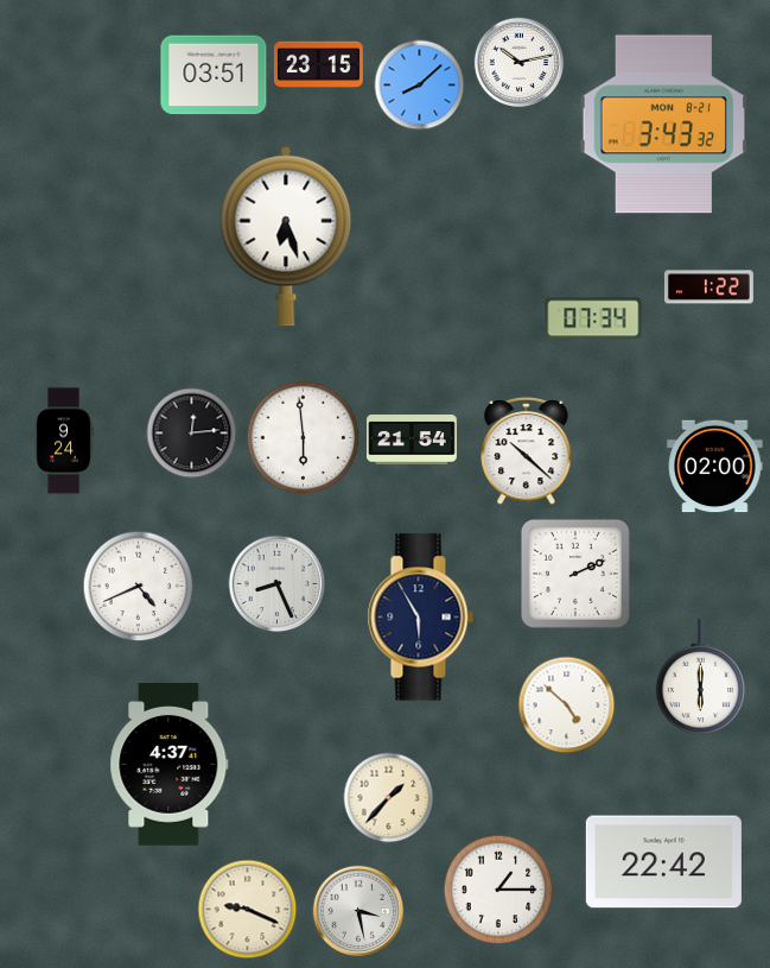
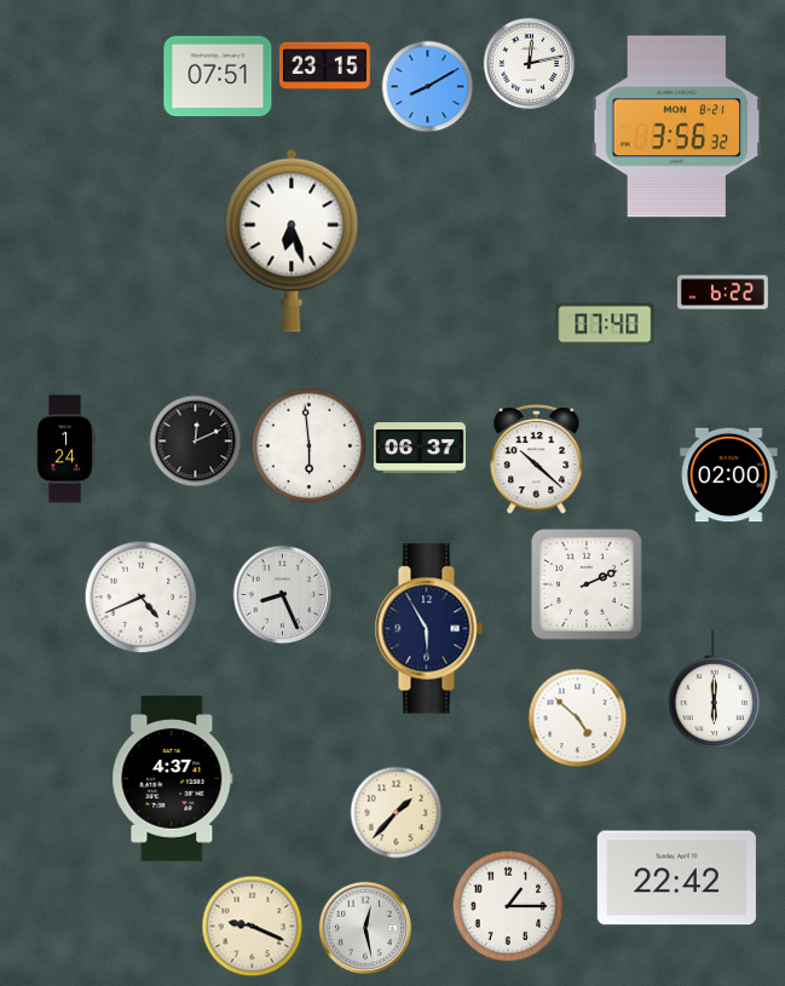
clock at (520, 63): 10:13 -> 12:13
clock at (214, 75): 03:51 -> 07:51
clock at (420, 86): 8:08 -> 8:10
clock at (664, 125): 3:43 -> 3:56
clock at (708, 287): 1:22 -> 6:22
clock at (593, 318): 07:34 -> 07:40
clock at (192, 434): 12:14 -> 12:11
clock at (413, 439): 21:54 -> 06:37
clock at (64, 441): 9:24 -> 1:24
clock at (358, 911): 3:28 -> 12:28
